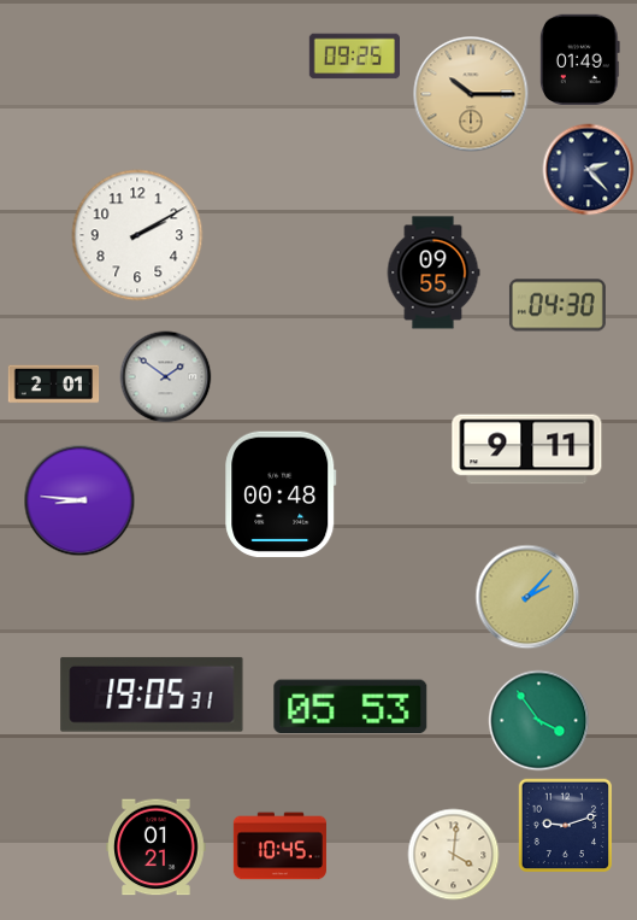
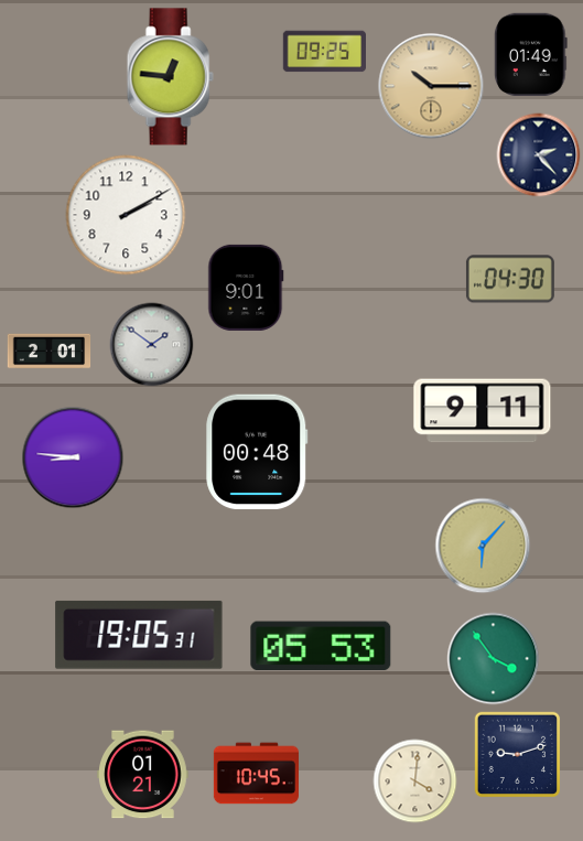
clock at (170, 77): none -> 12:46
clock at (433, 273): 09:55 -> none
clock at (246, 288): none -> 9:01
clock at (527, 597): 2:07 -> 6:07
